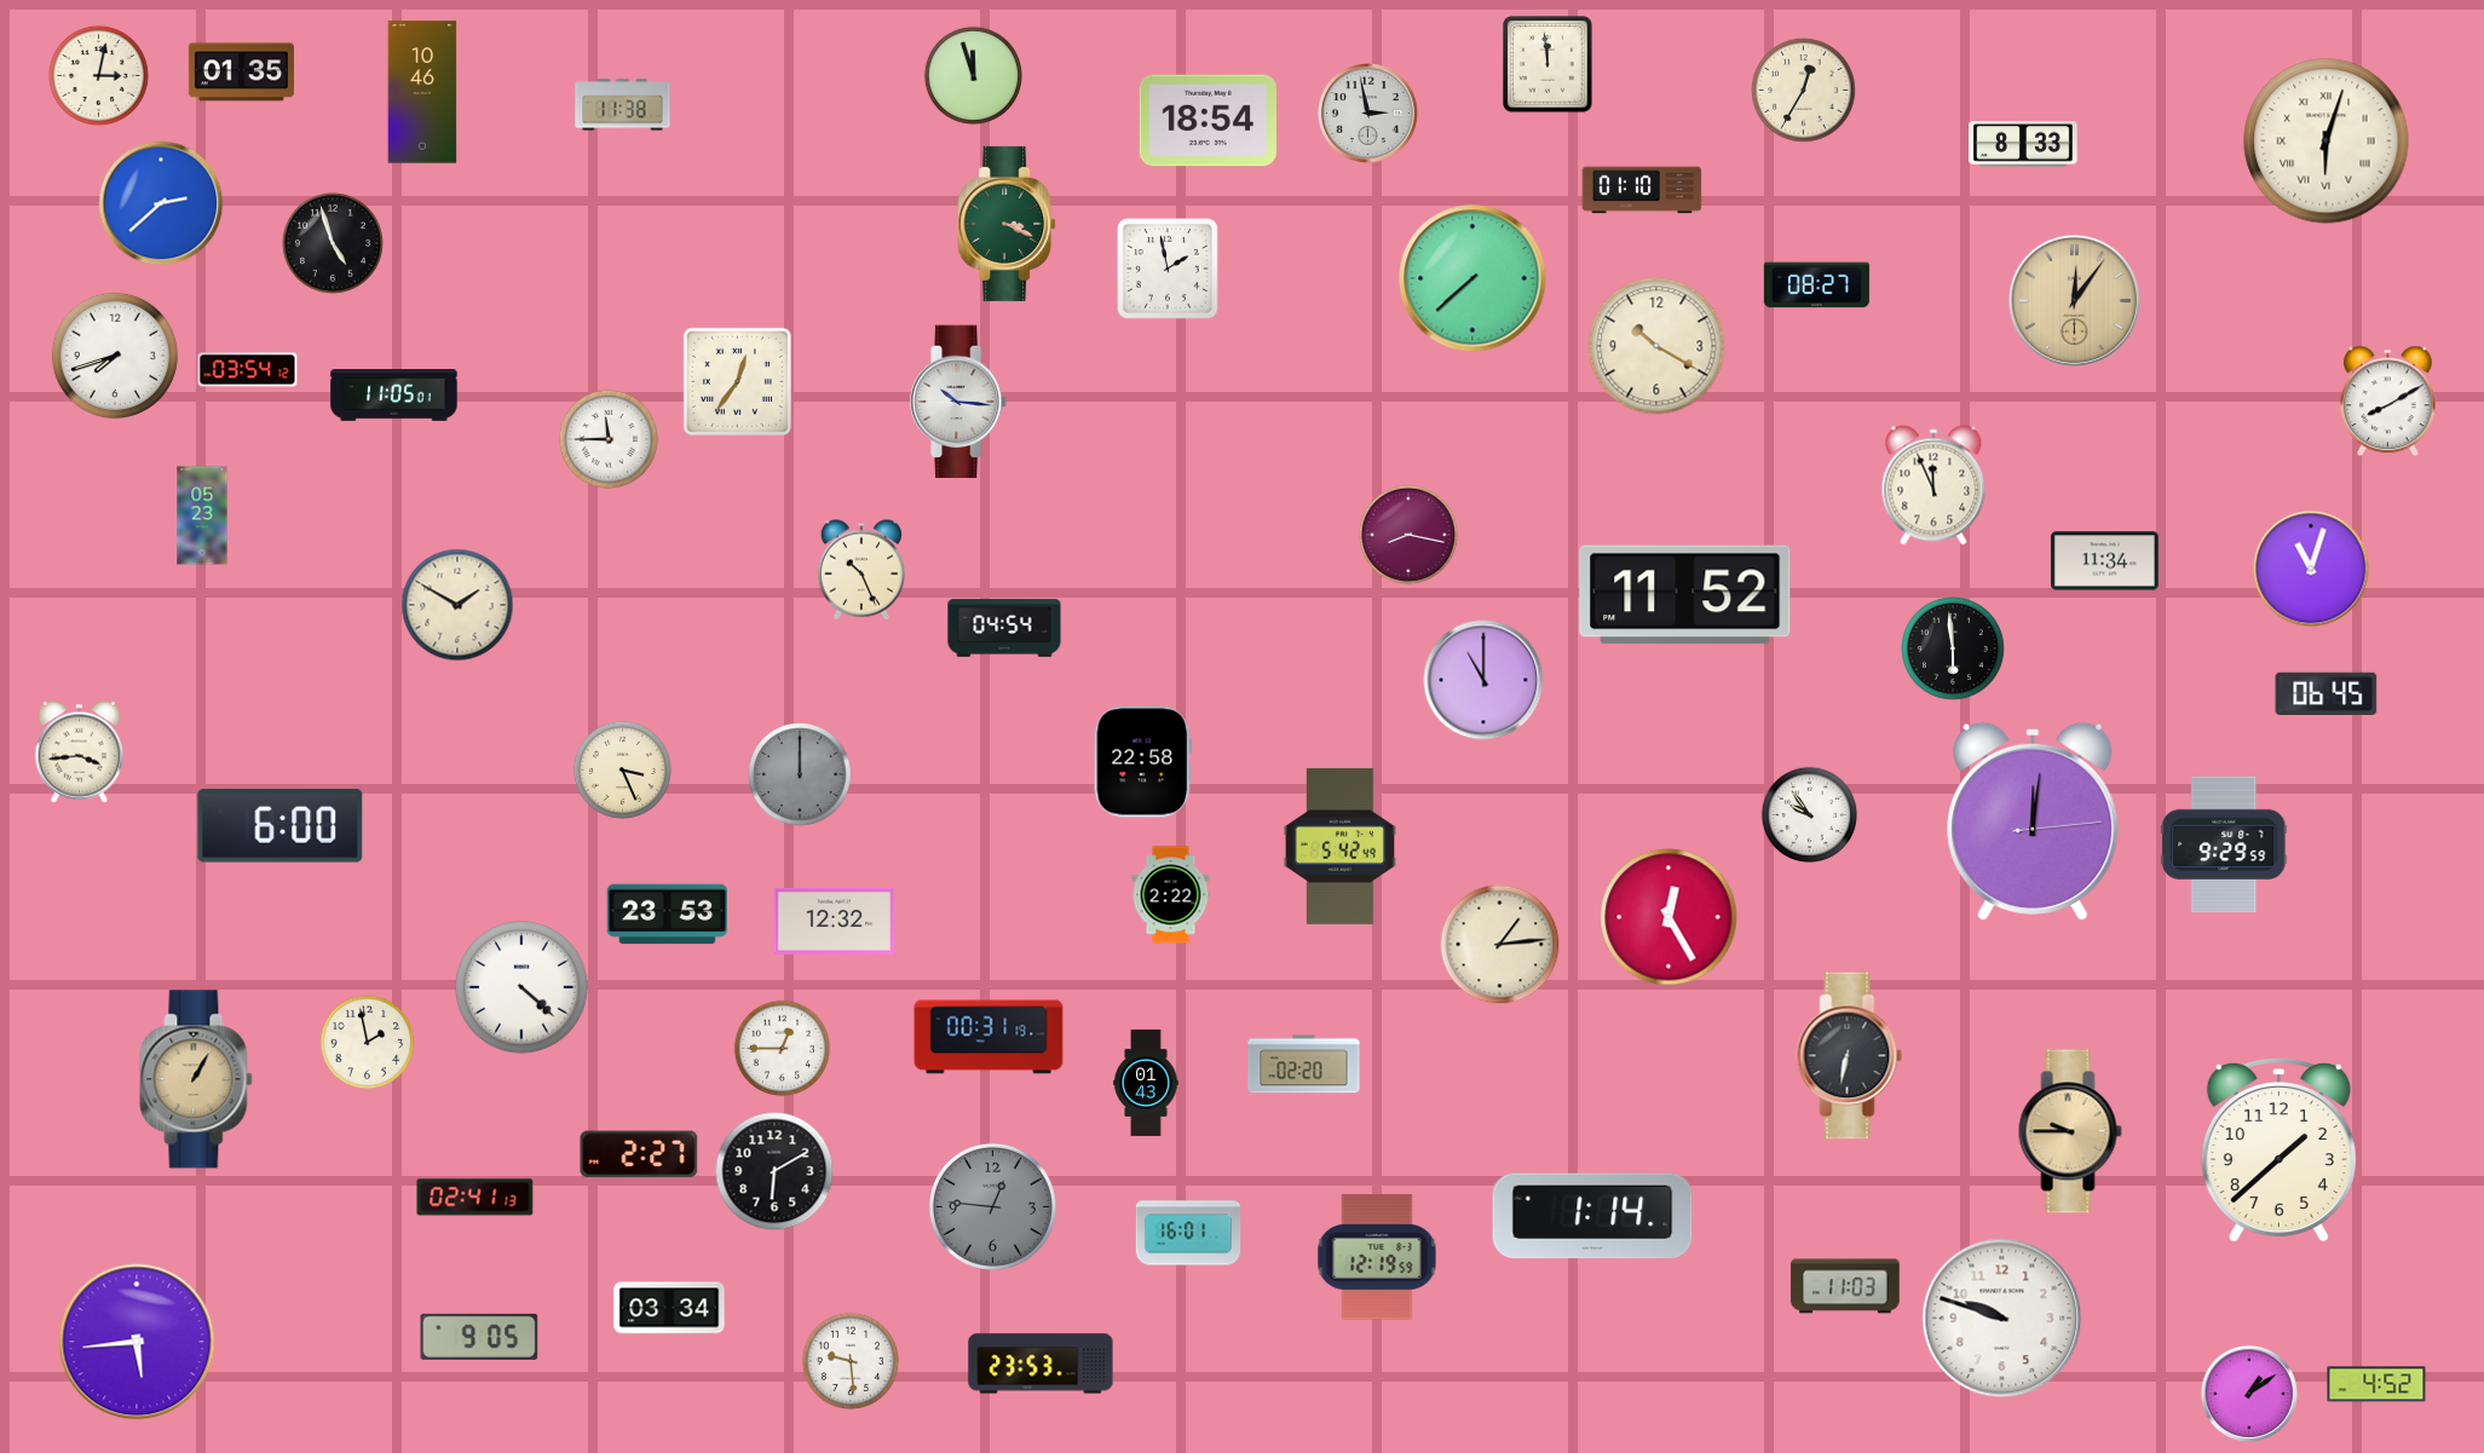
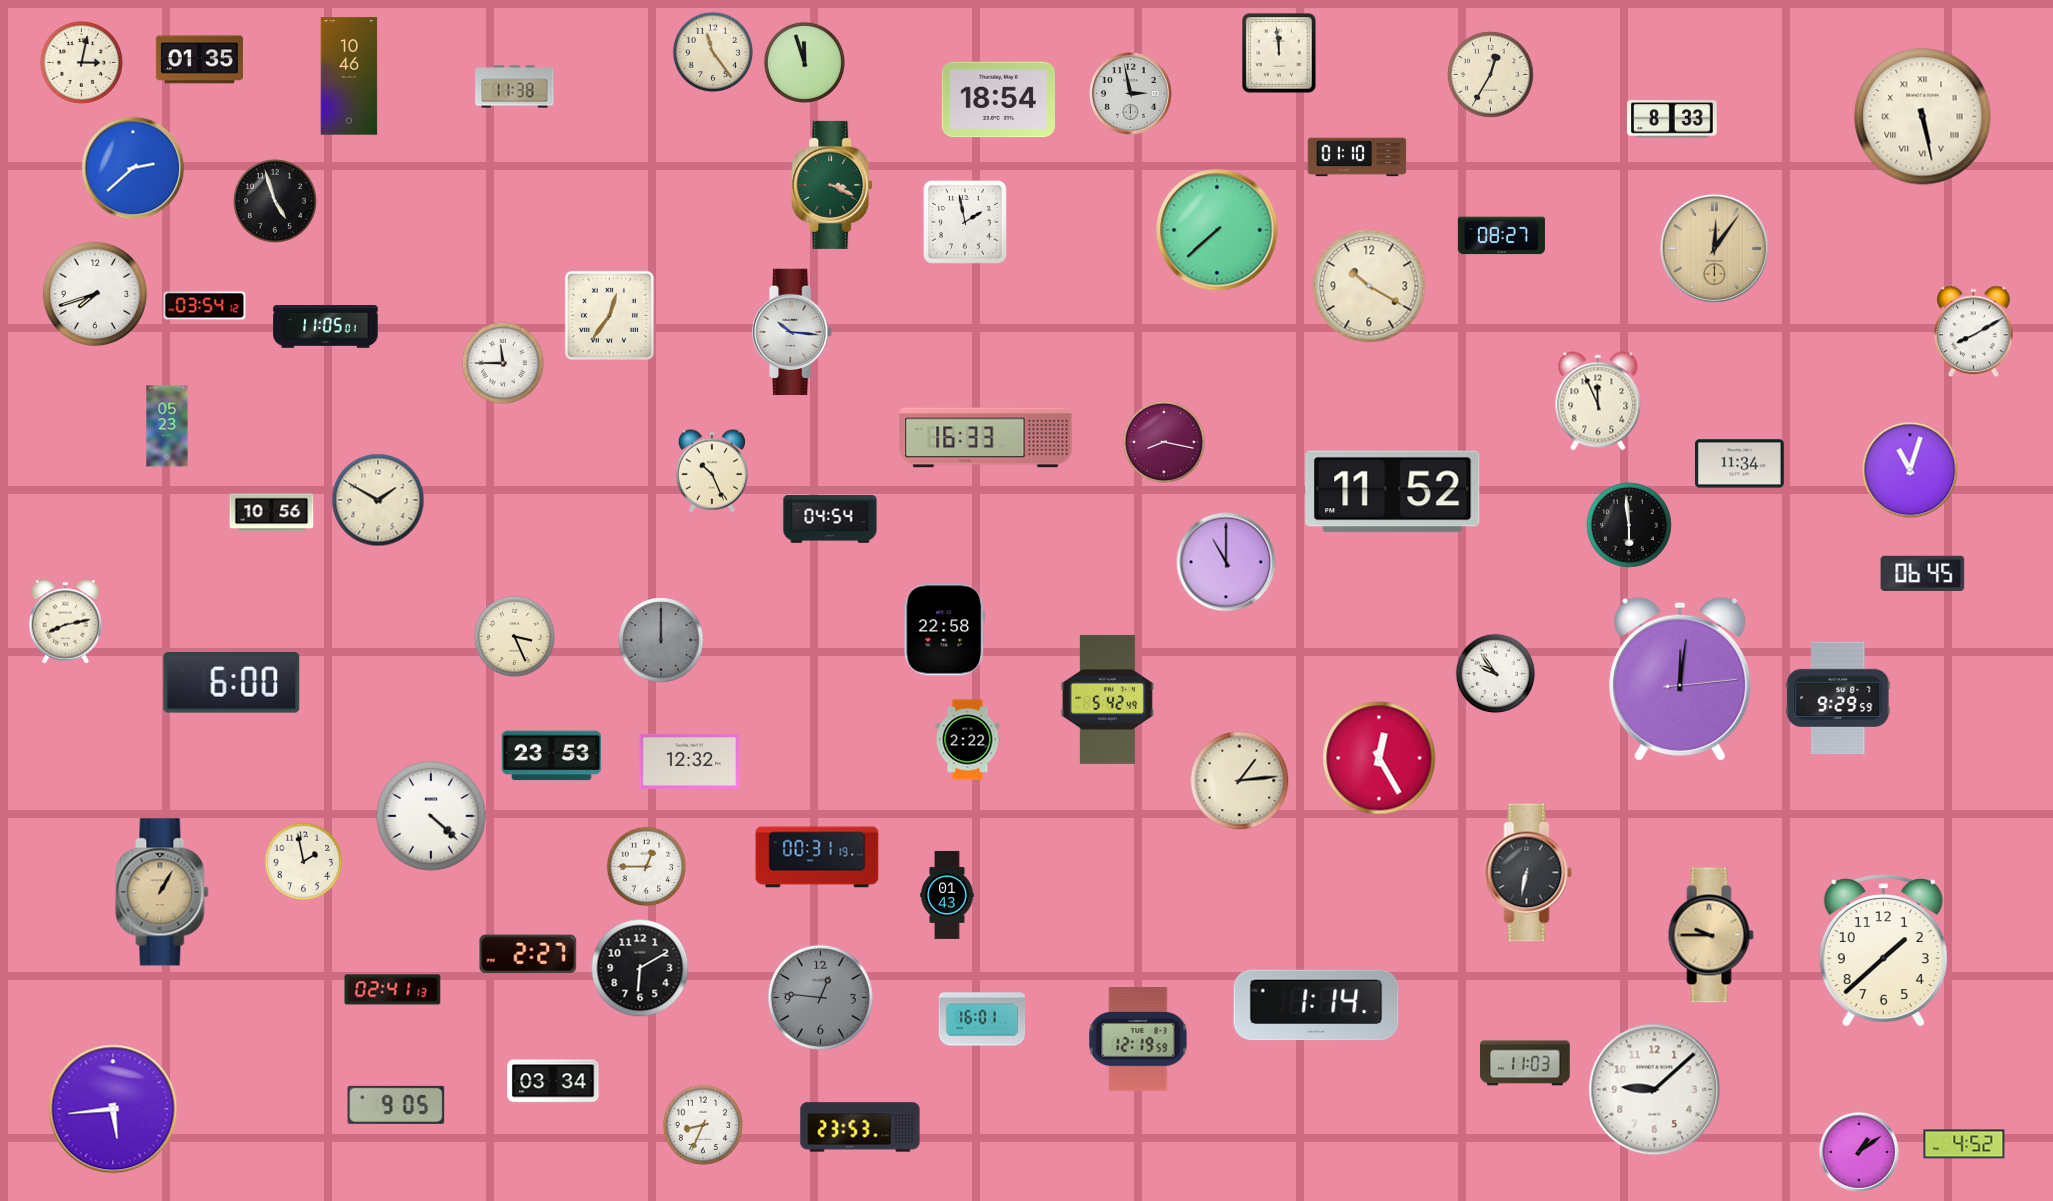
clock at (712, 51): none -> 11:24
clock at (2327, 142): 6:03 -> 5:28
clock at (986, 438): none -> 16:33
clock at (272, 513): none -> 10:56
clock at (1953, 648) position: (1953, 648) -> (1629, 525)
clock at (80, 753): 3:44 -> 8:13
clock at (1304, 1065): 02:20 -> none
clock at (2002, 1319): 9:48 -> 9:08
clock at (849, 1360): 9:29 -> 8:34
